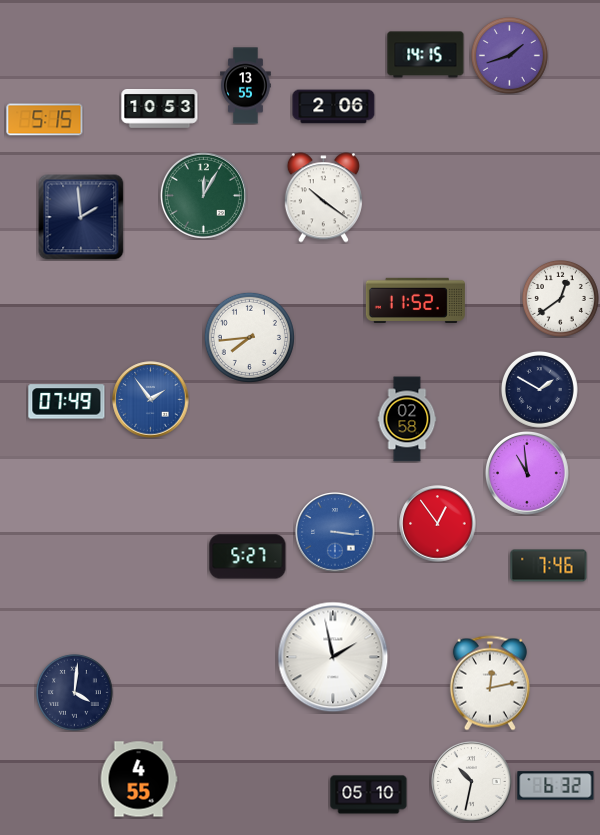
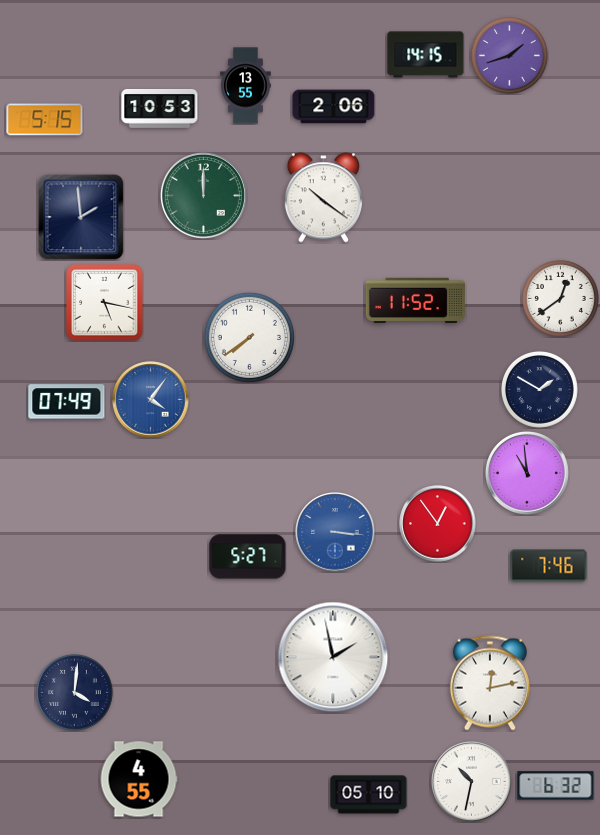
clock at (203, 195): 12:05 -> 12:00
clock at (105, 303): none -> 5:17
clock at (249, 337): 7:44 -> 7:39
clock at (151, 400): 1:54 -> 4:06
clock at (407, 419): 02:58 -> none
